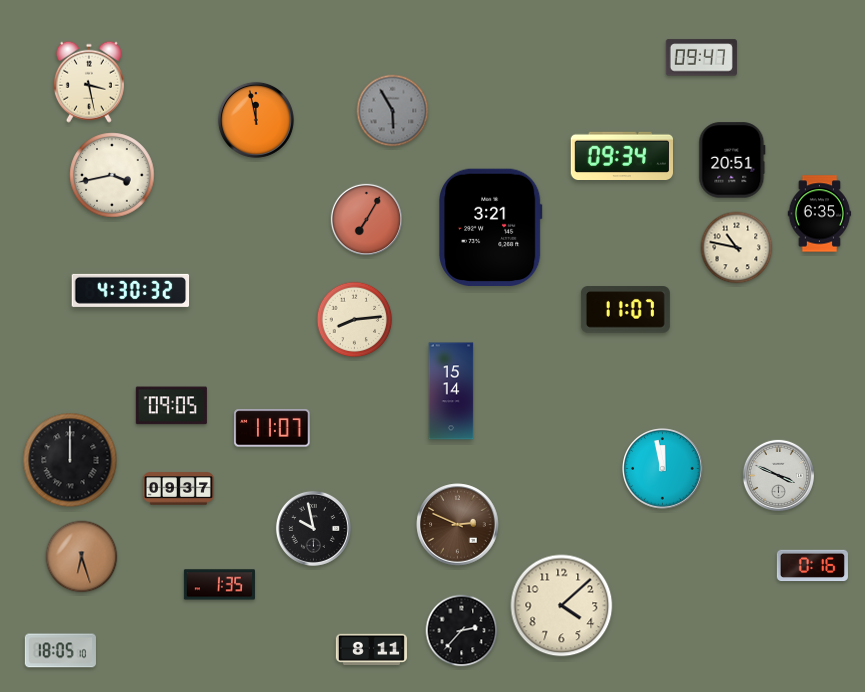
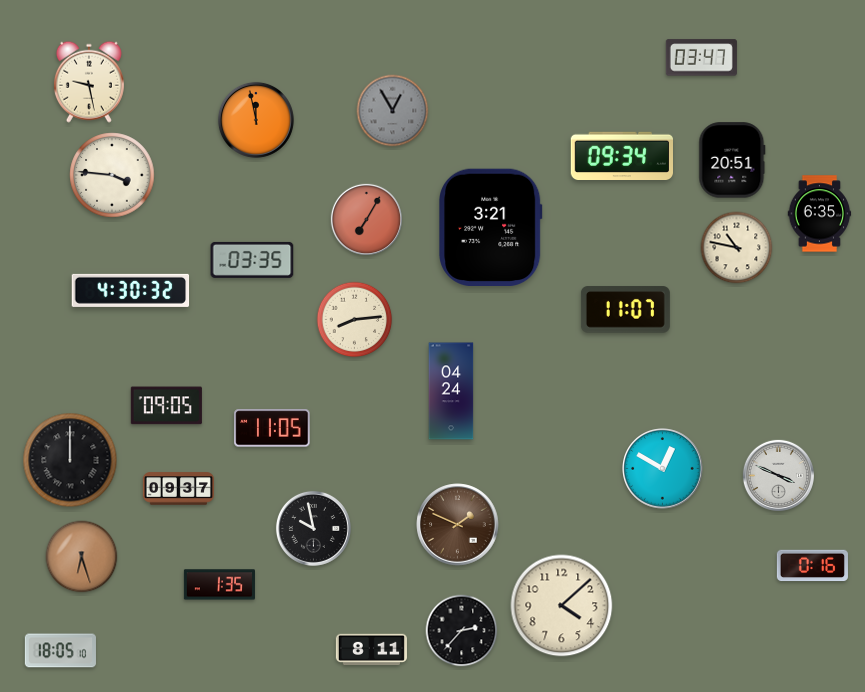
clock at (701, 58): 09:47 -> 03:47
clock at (89, 82): 3:28 -> 9:28
clock at (393, 111): 5:55 -> 12:55
clock at (112, 175): 3:43 -> 3:46
clock at (252, 260): none -> 03:35
clock at (451, 391): 15:14 -> 04:24
clock at (171, 406) position: (171, 406) -> (166, 406)
clock at (272, 428): 11:07 -> 11:05
clock at (663, 469): 11:58 -> 12:50
clock at (458, 525): 2:49 -> 1:49
